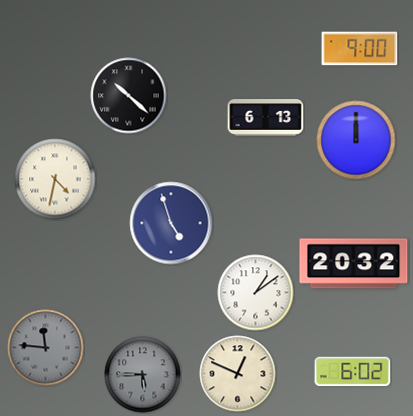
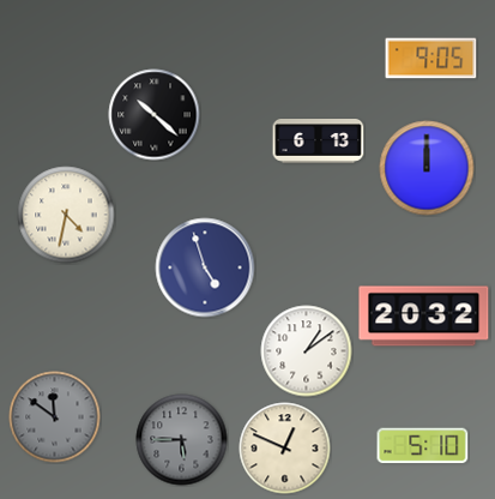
clock at (360, 49): 9:00 -> 9:05
clock at (46, 348): 11:46 -> 11:51
clock at (353, 372): 6:02 -> 5:10
clock at (143, 375) position: (143, 375) -> (182, 440)
